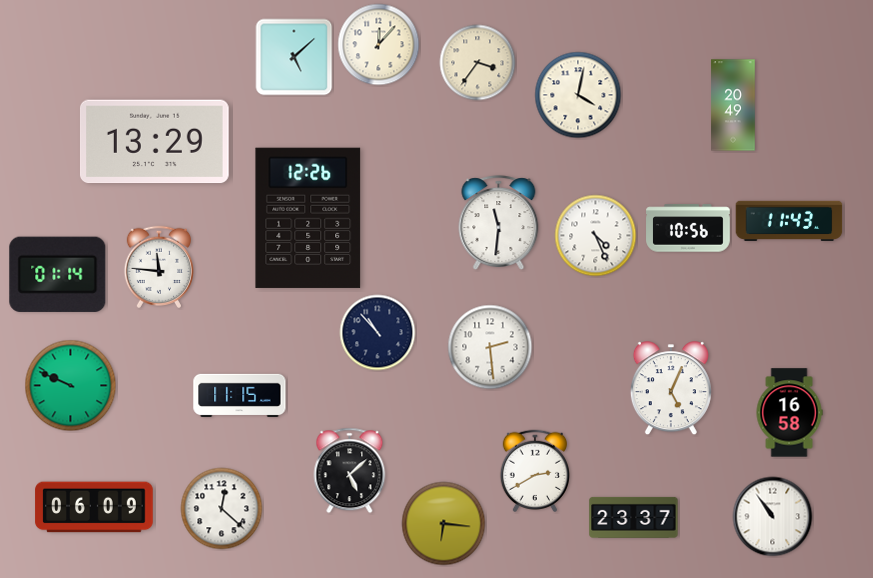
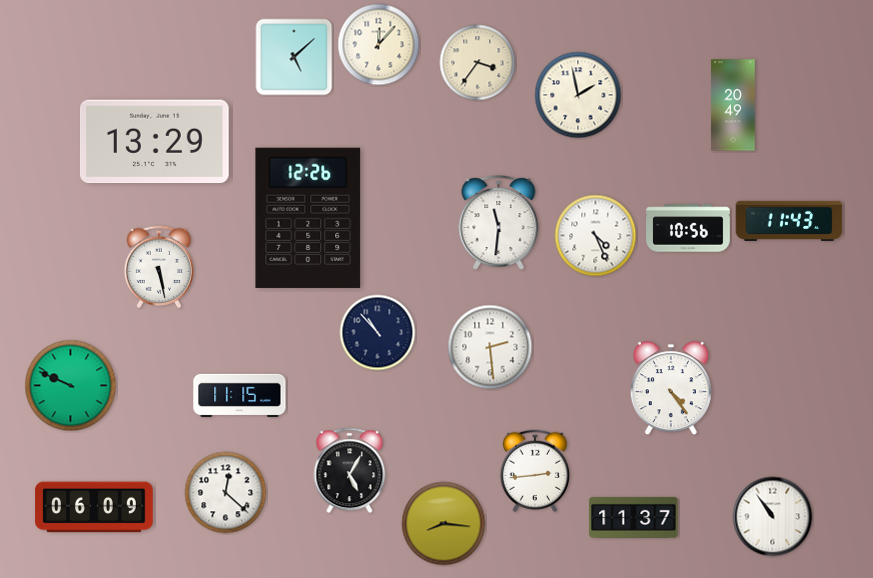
clock at (578, 95): 4:02 -> 1:58
clock at (158, 266): 11:46 -> 5:28
clock at (58, 274): 01:14 -> none
clock at (671, 389): 5:04 -> 4:24
clock at (789, 413): 16:58 -> none
clock at (534, 470): 2:40 -> 2:44
clock at (350, 471): 5:08 -> 5:05
clock at (222, 509) position: (222, 509) -> (226, 493)
clock at (634, 517): 23:37 -> 11:37
clock at (444, 524): 6:16 -> 8:16
